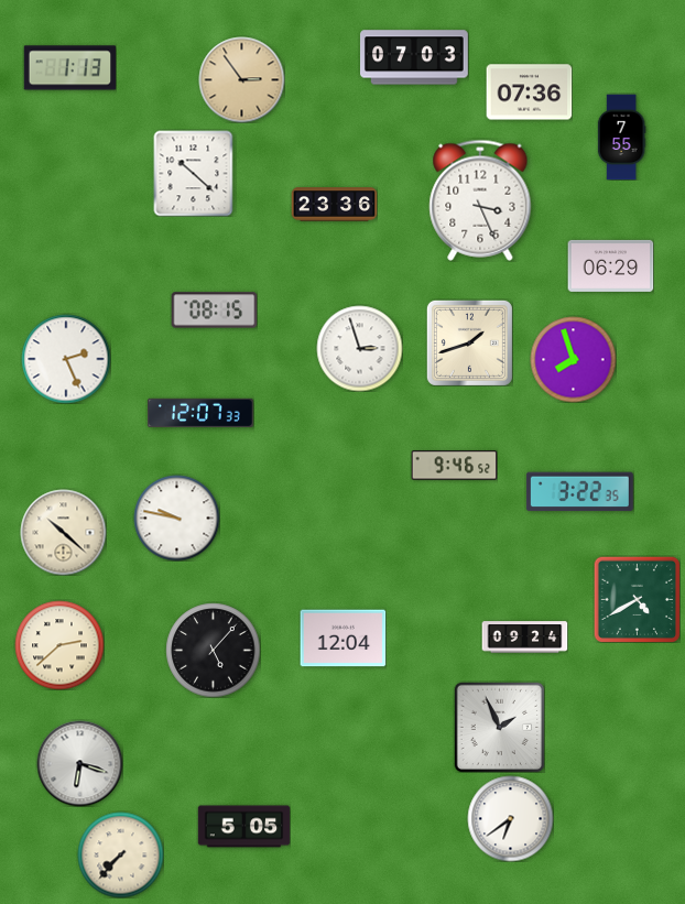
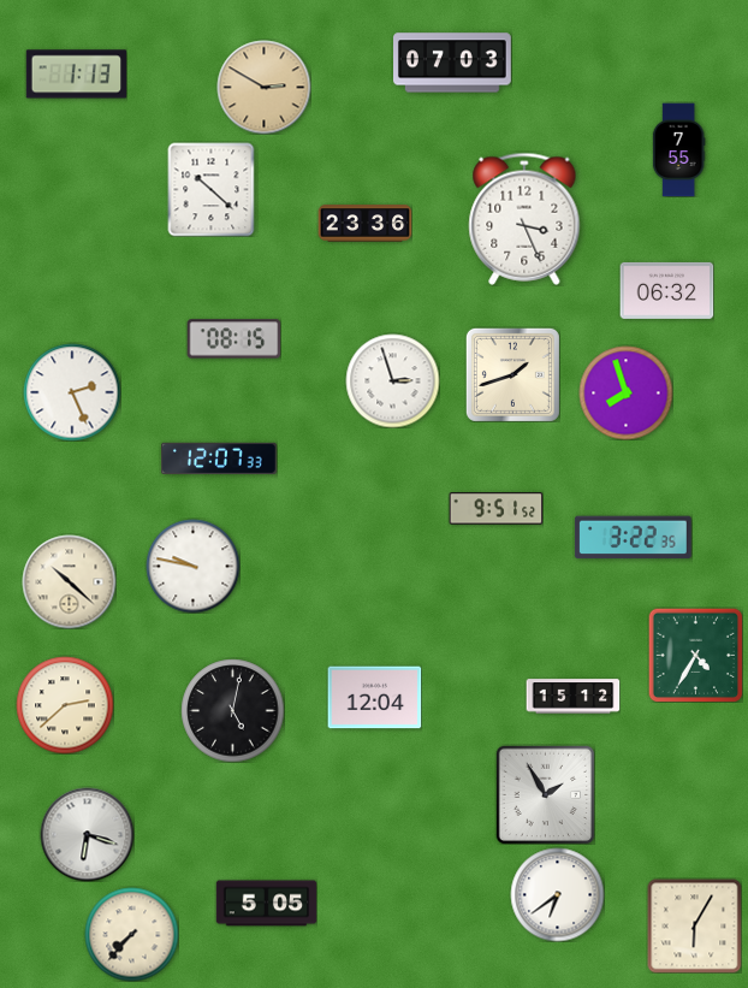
clock at (241, 79): 2:54 -> 2:50
clock at (529, 92): 07:36 -> none
clock at (610, 265): 06:29 -> 06:32
clock at (200, 412) position: (200, 412) -> (219, 457)
clock at (454, 466): 9:46 -> 9:51
clock at (637, 599): 4:40 -> 4:35
clock at (524, 638): 09:24 -> 15:12
clock at (213, 650): 5:07 -> 5:02
clock at (499, 727): 1:56 -> 1:55
clock at (694, 925): none -> 6:05
